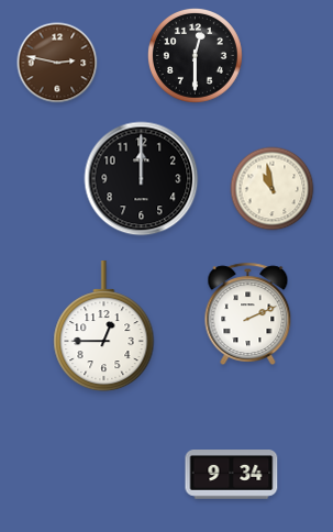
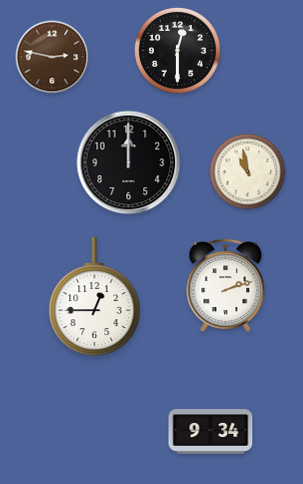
clock at (248, 313): 2:11 -> 2:12
